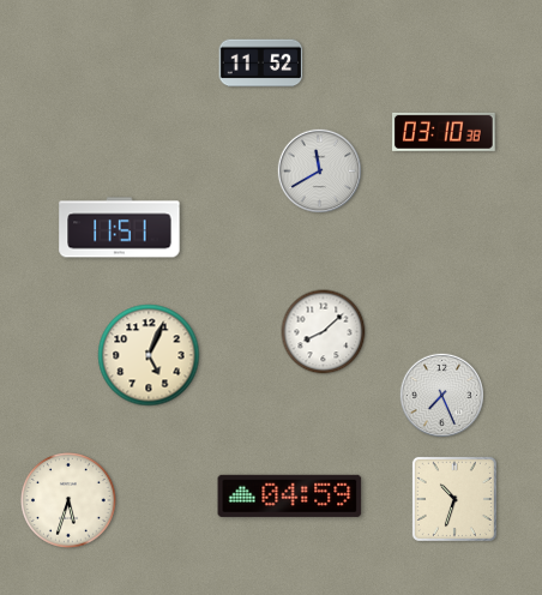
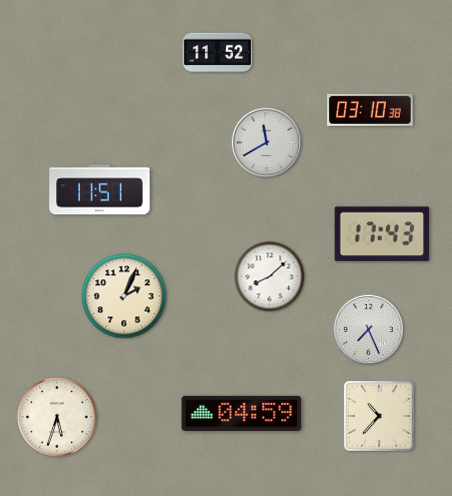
clock at (382, 234): none -> 17:43
clock at (149, 355): 5:04 -> 2:04
clock at (454, 499): 10:33 -> 10:37
